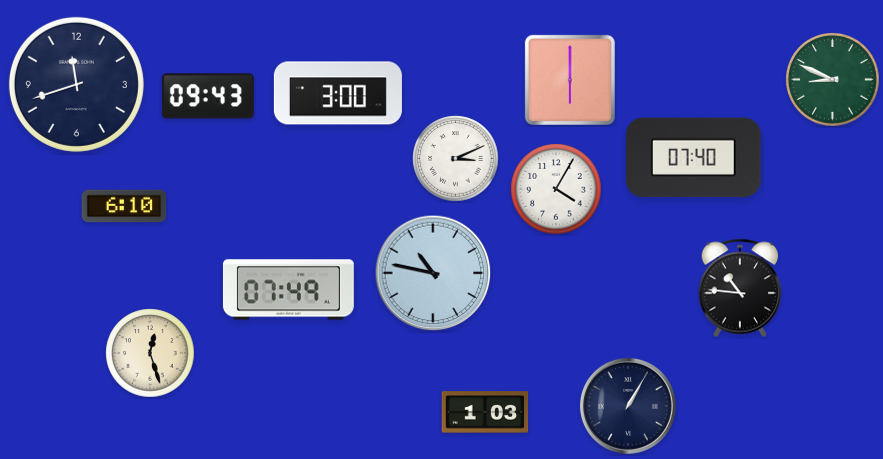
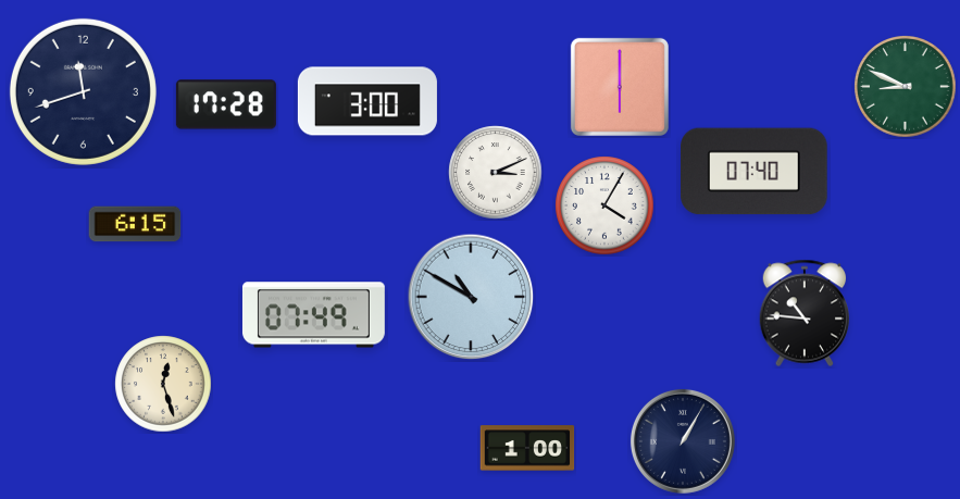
clock at (208, 96): 09:43 -> 17:28
clock at (124, 206): 6:10 -> 6:15
clock at (433, 273): 10:47 -> 10:50
clock at (485, 412): 1:03 -> 1:00
